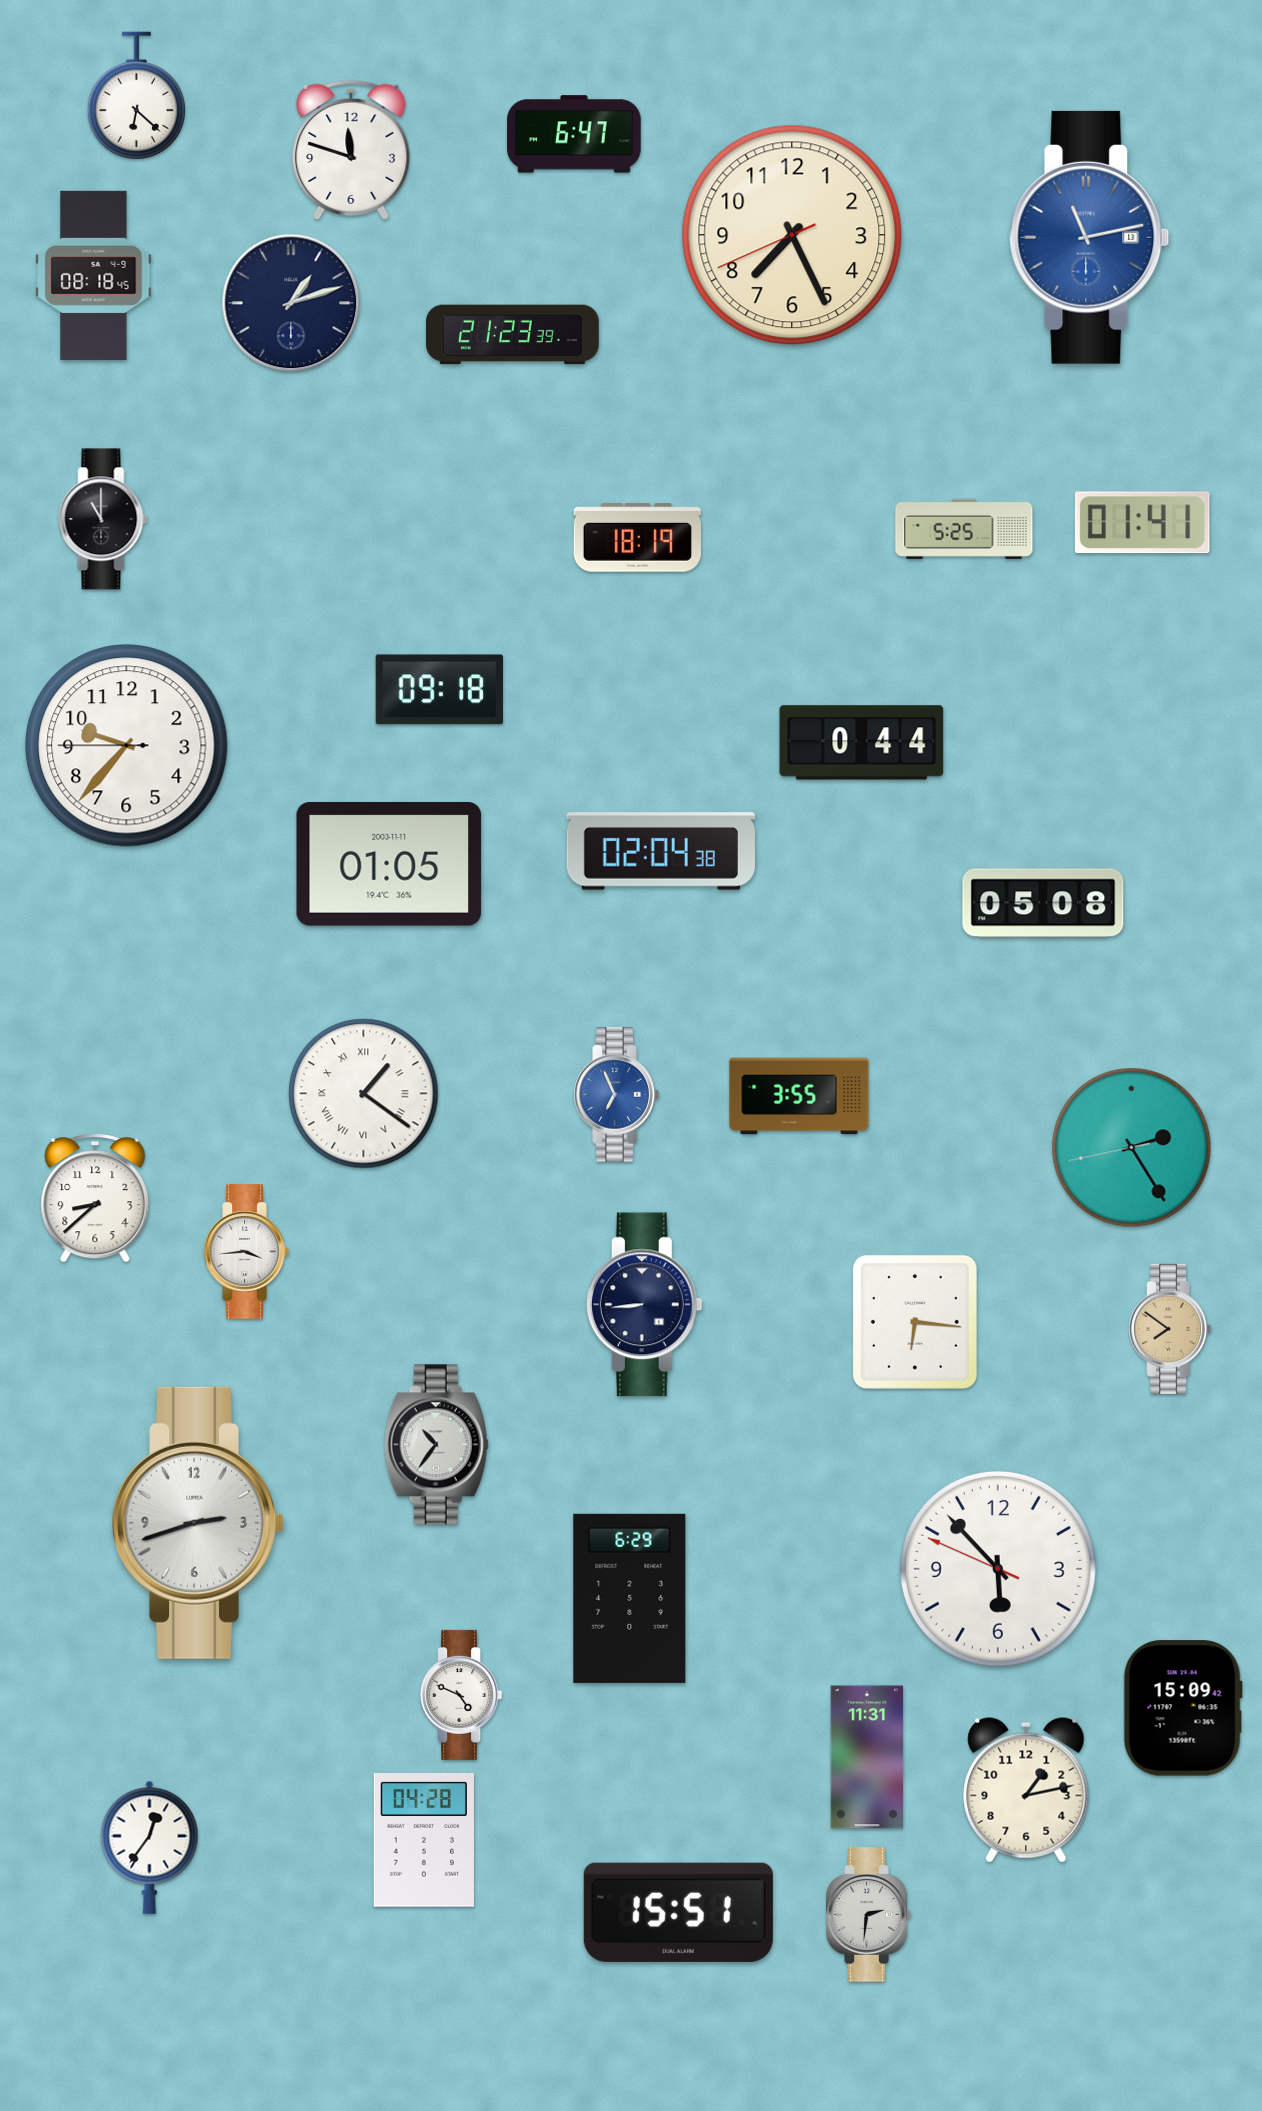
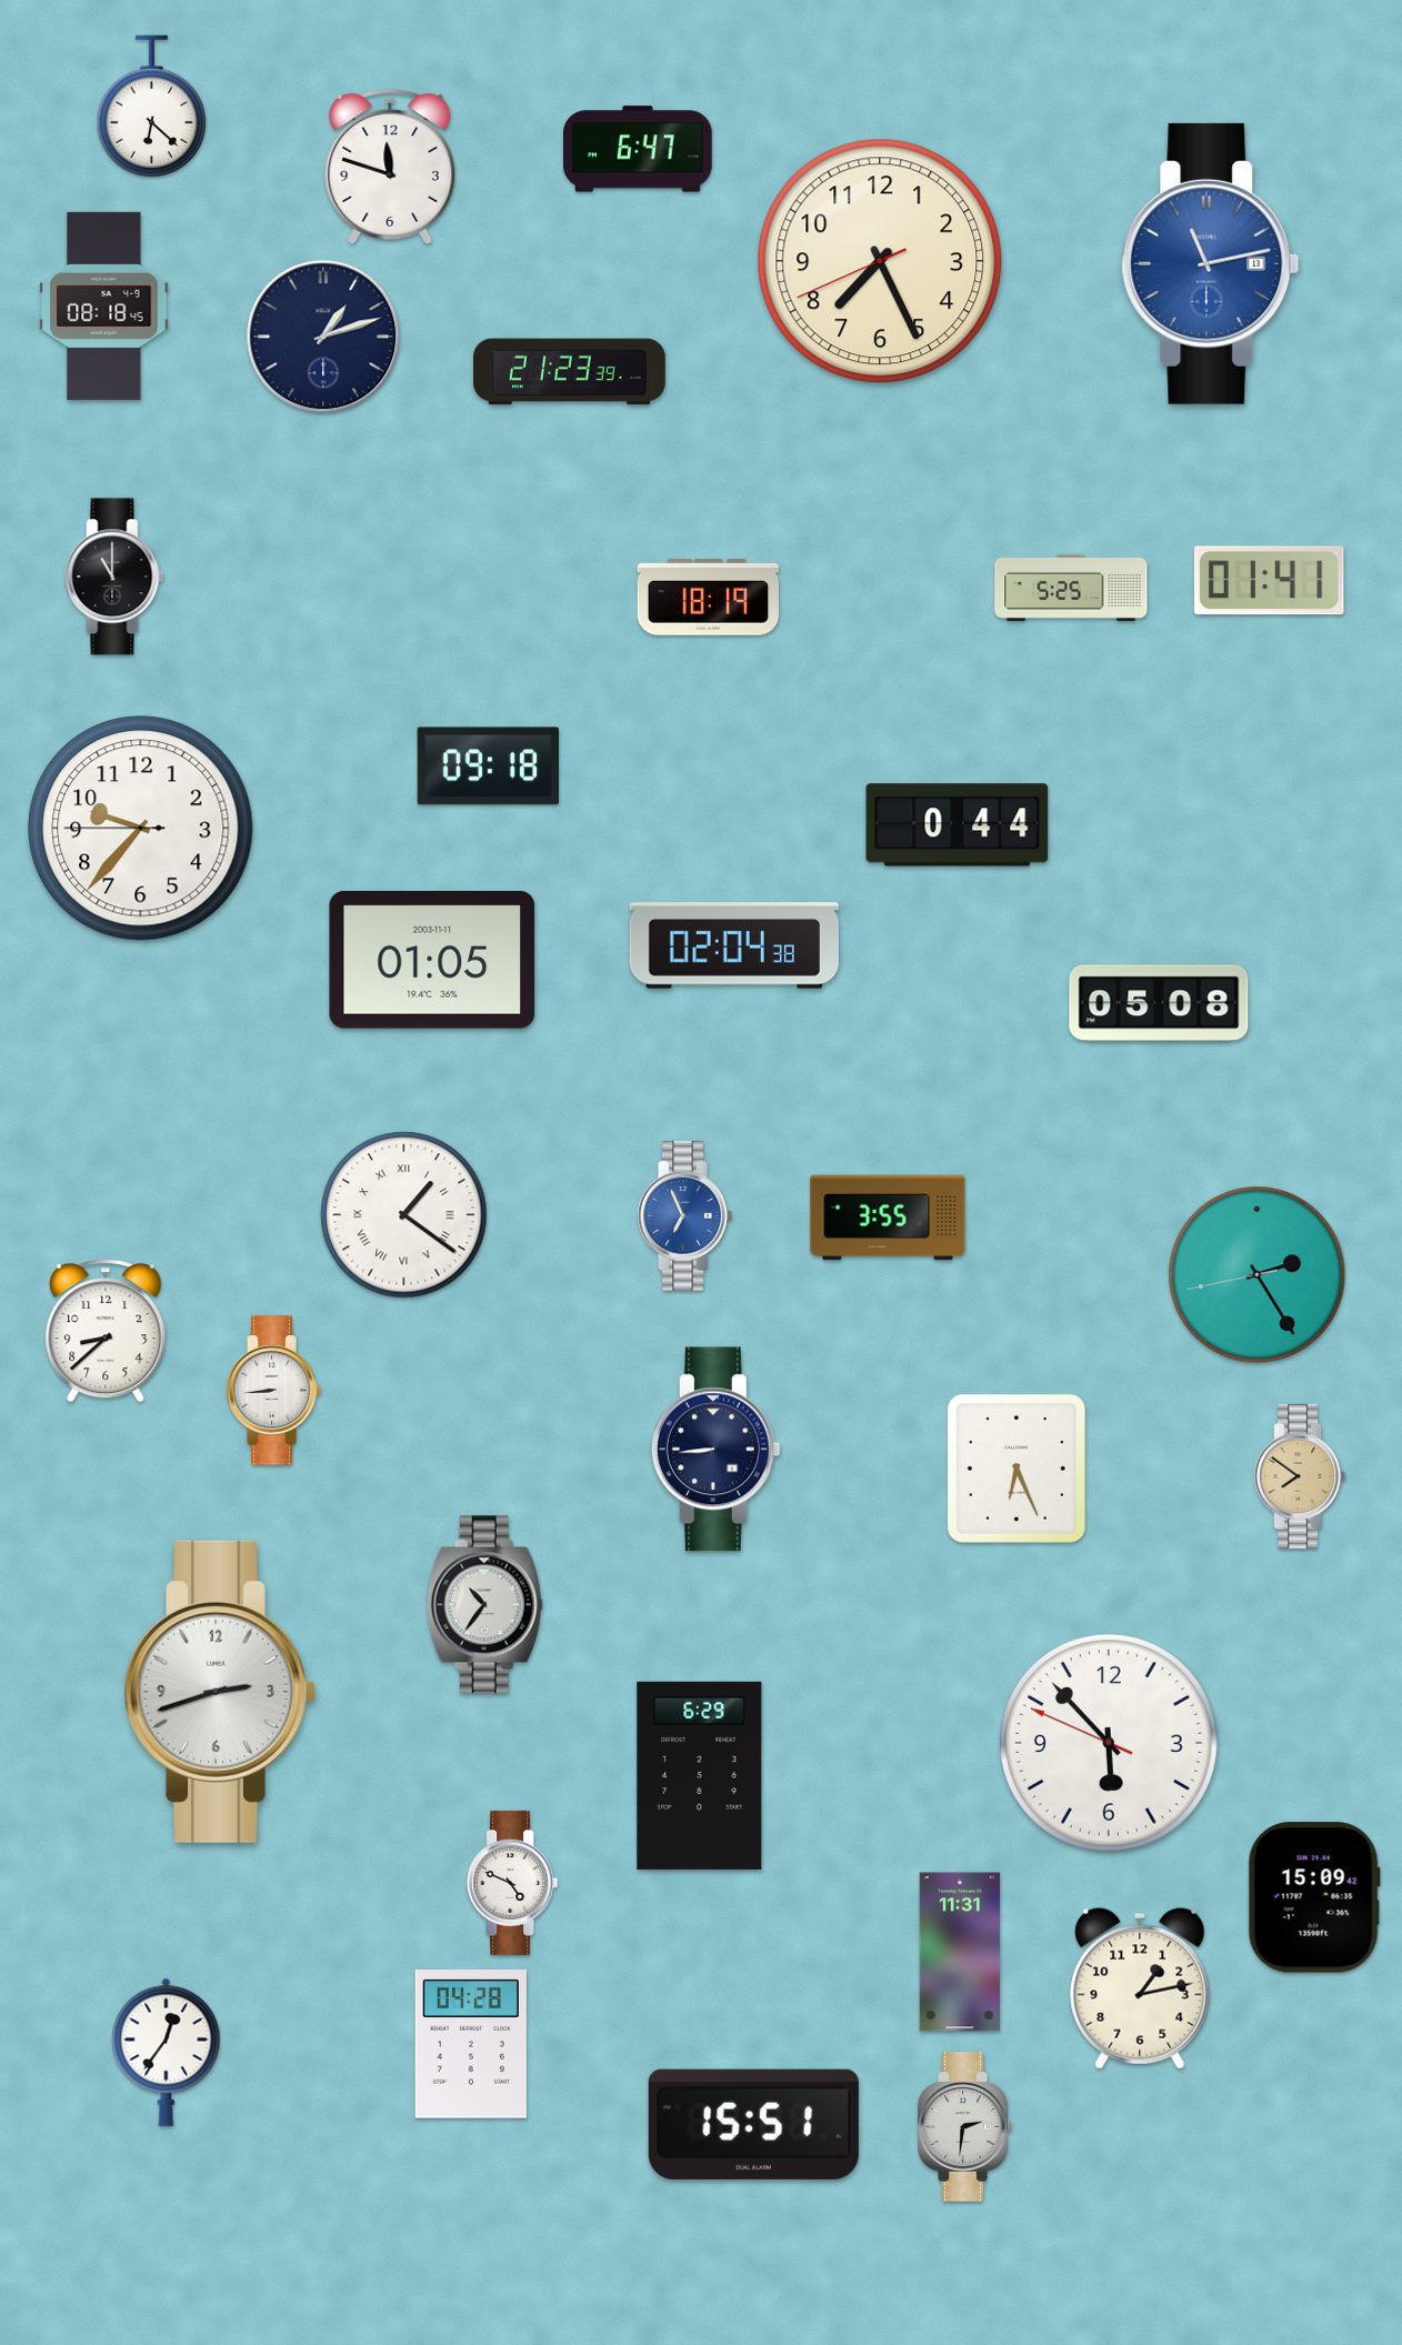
clock at (246, 1252): 3:44 -> 8:44
clock at (915, 1322): 6:16 -> 6:26
clock at (867, 1757) position: (867, 1757) -> (960, 1952)
